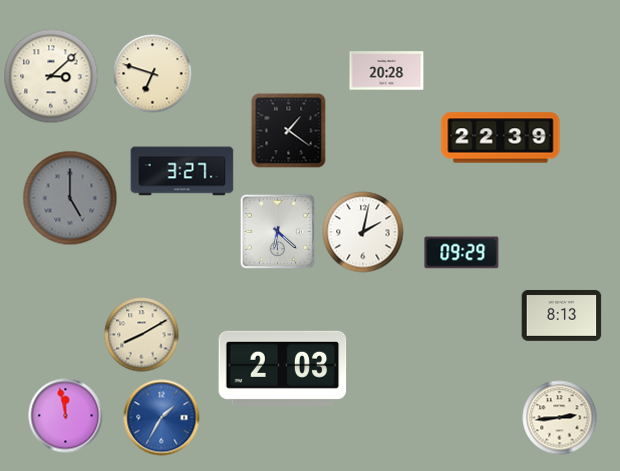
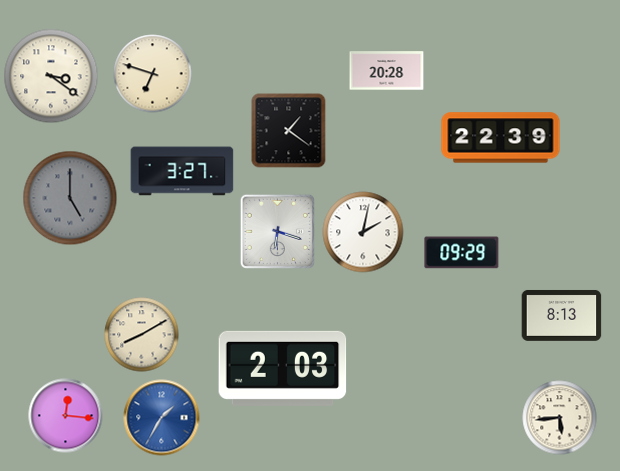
clock at (51, 76): 3:08 -> 3:21
clock at (277, 231): 6:22 -> 6:18
clock at (66, 416): 11:58 -> 12:16
clock at (560, 418): 2:44 -> 5:44
